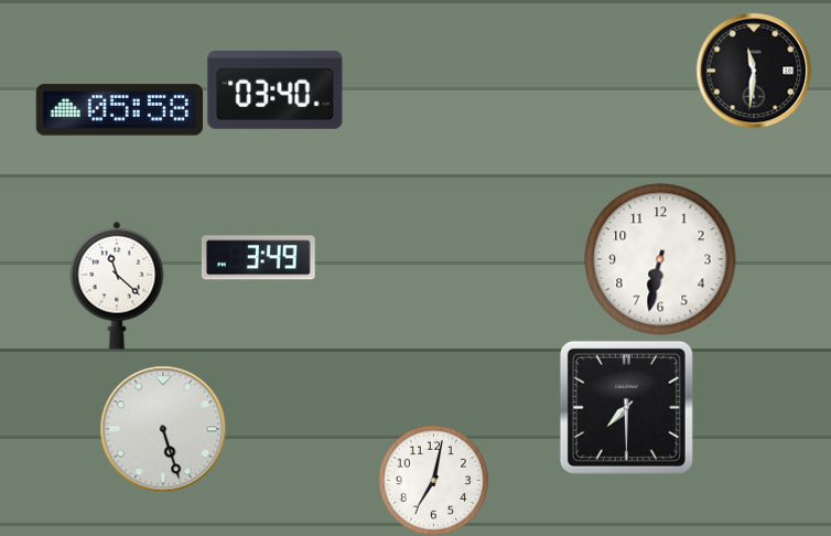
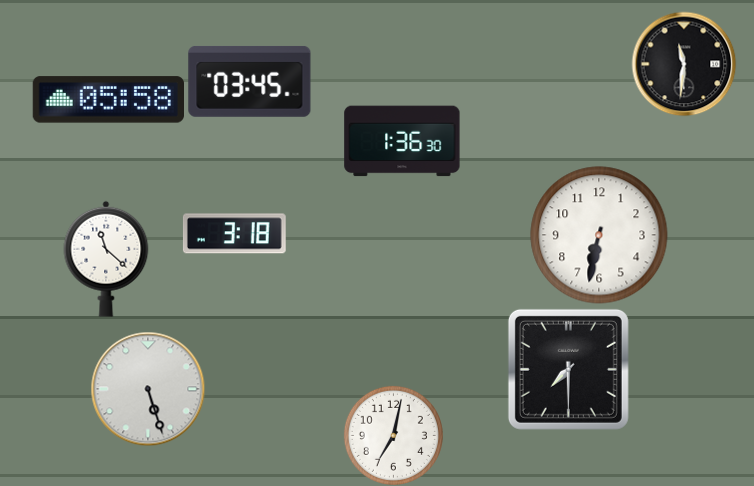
clock at (276, 90): 03:40 -> 03:45
clock at (402, 141): none -> 1:36
clock at (258, 258): 3:49 -> 3:18
